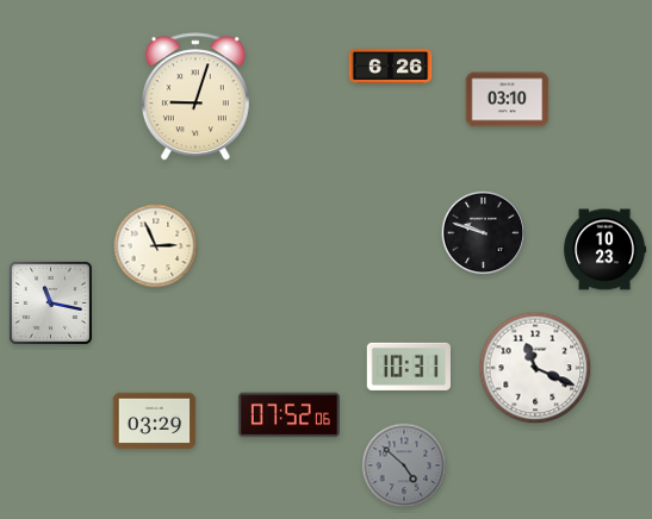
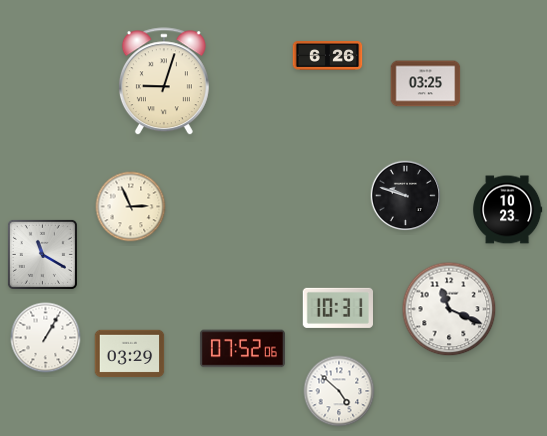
clock at (508, 100): 03:10 -> 03:25
clock at (50, 302): 11:17 -> 11:20
clock at (408, 367) position: (408, 367) -> (337, 308)
clock at (46, 338): none -> 1:05
clock at (404, 465) dial: grey -> white
